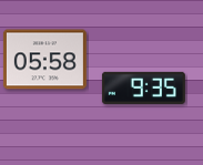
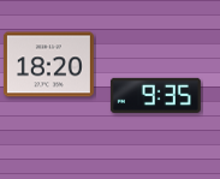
clock at (44, 60): 05:58 -> 18:20
